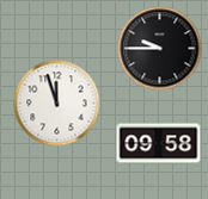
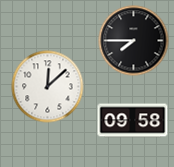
clock at (160, 49): 9:45 -> 7:45
clock at (57, 104): 11:57 -> 12:08
